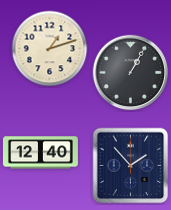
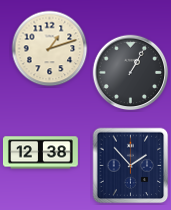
clock at (40, 153): 12:40 -> 12:38
